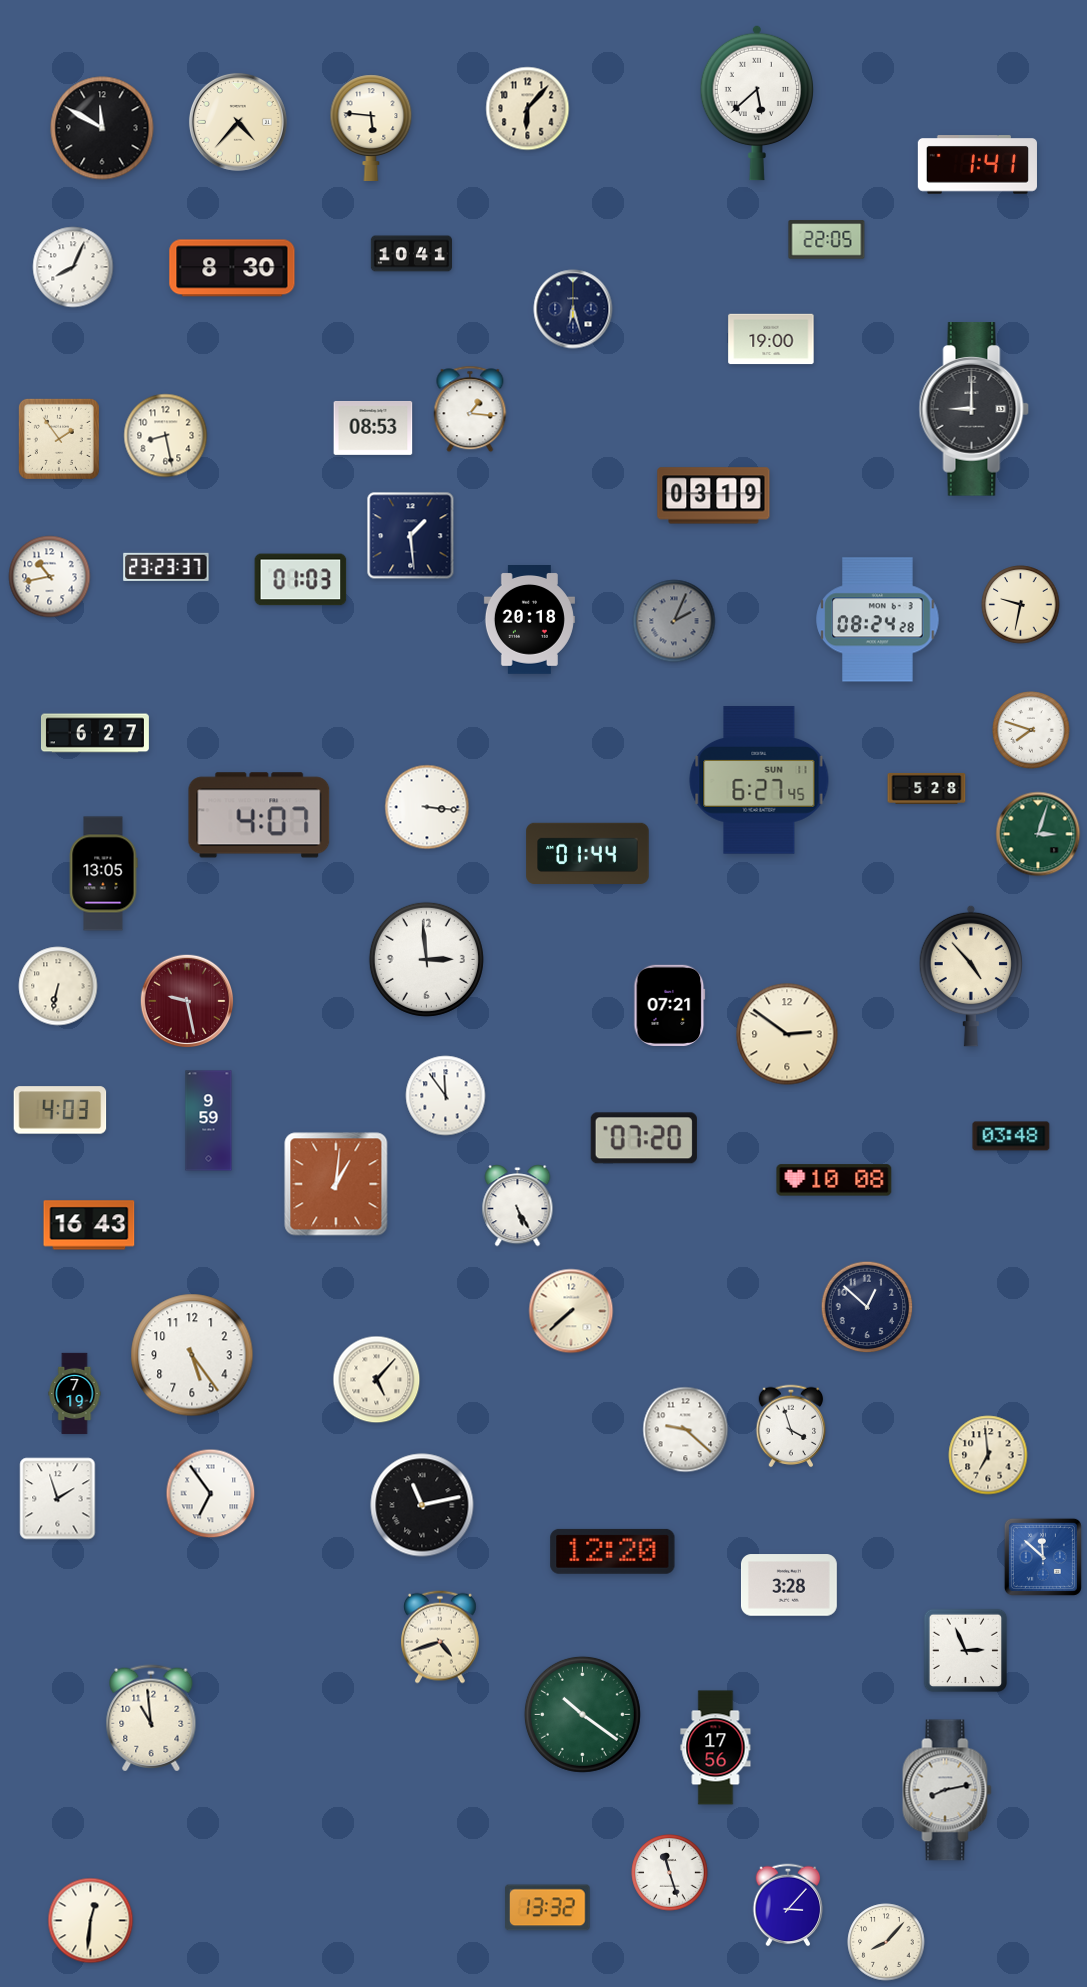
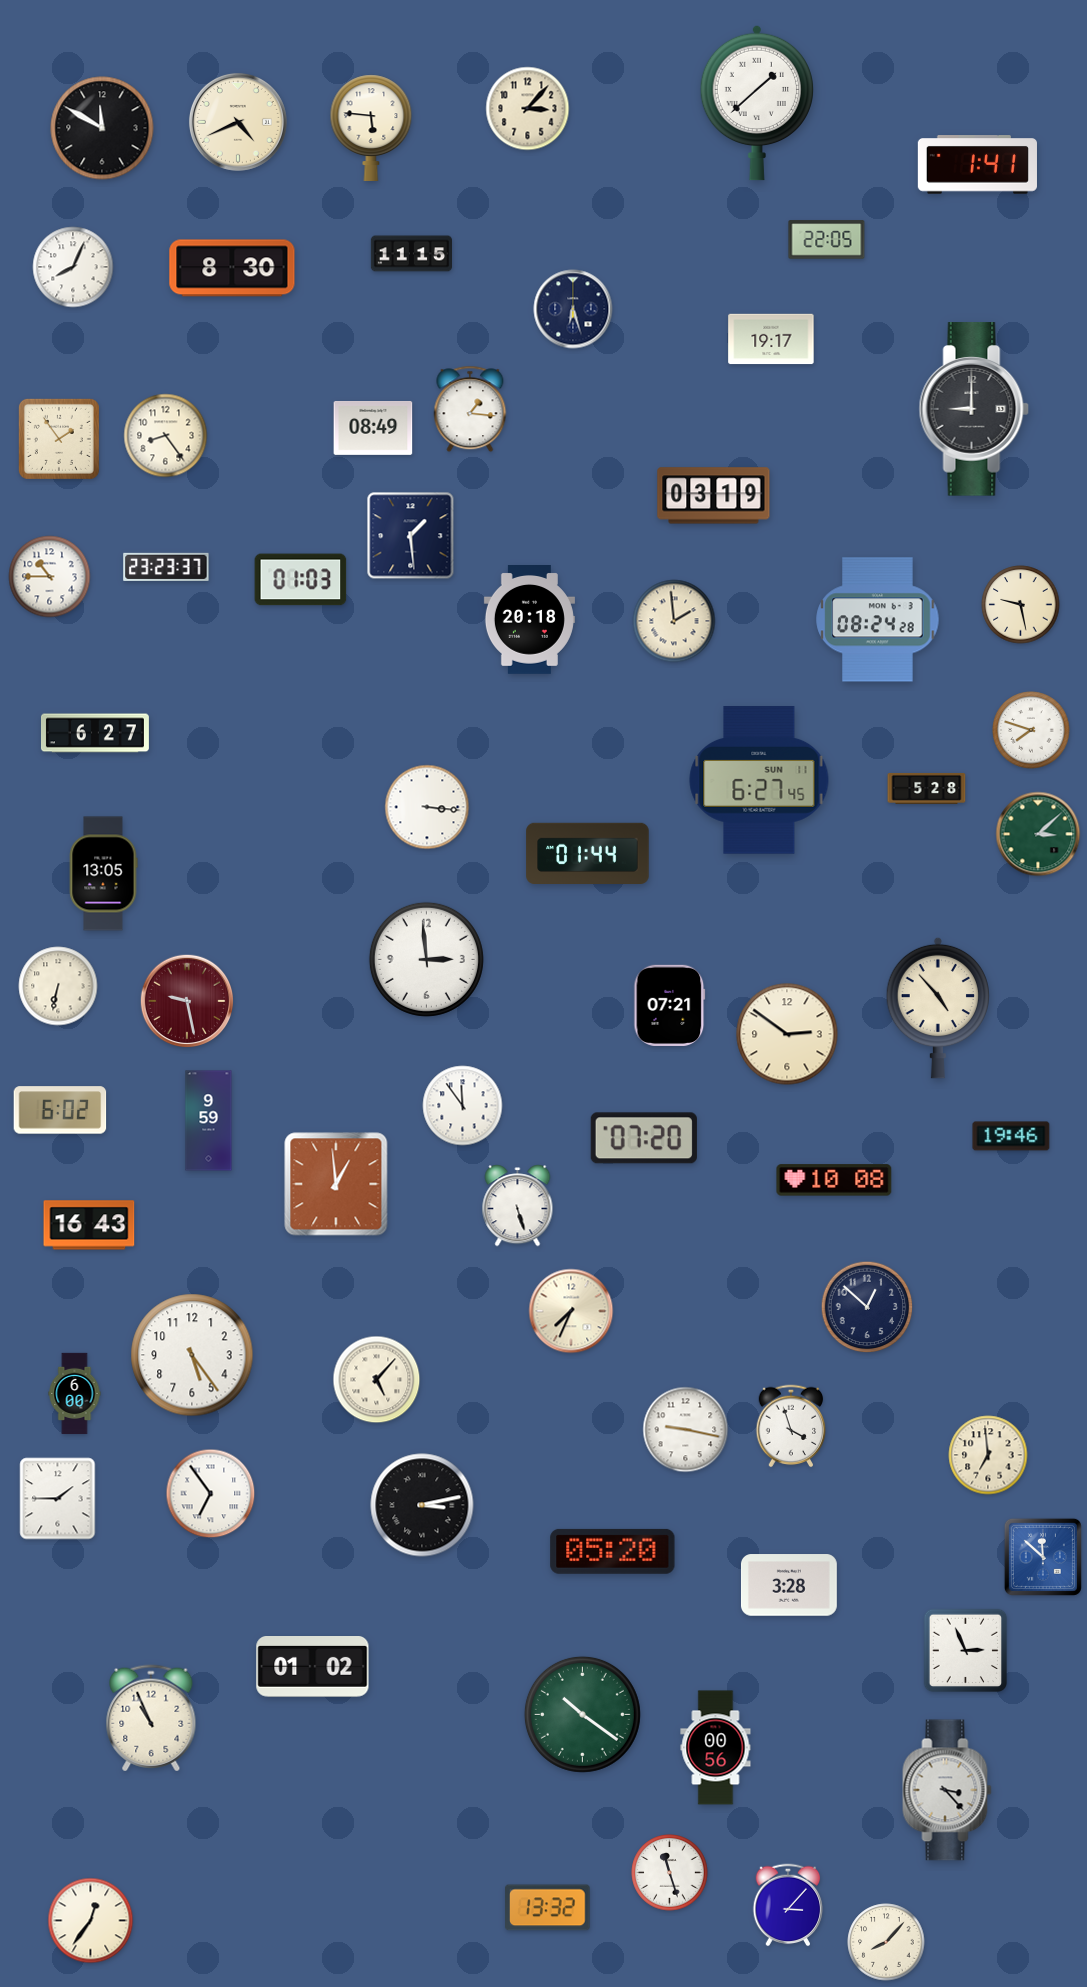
clock at (756, 103): 5:38 -> 1:38
clock at (528, 109): 6:07 -> 3:07
clock at (238, 122): 4:37 -> 4:41
clock at (411, 254): 10:41 -> 11:15
clock at (771, 339): 19:00 -> 19:17
clock at (373, 428): 08:53 -> 08:49
clock at (166, 436): 8:28 -> 8:24
clock at (50, 577): 10:43 -> 10:45
clock at (1021, 605): 9:32 -> 9:28
clock at (674, 621): 2:04 -> 1:59
clock at (674, 621) dial: grey -> cream
clock at (259, 815): 4:07 -> none
clock at (1038, 834): 3:03 -> 3:08
clock at (971, 976) position: (971, 976) -> (938, 1008)
clock at (446, 1096) position: (446, 1096) -> (463, 1106)
clock at (60, 1110): 4:03 -> 6:02
clock at (1011, 1136): 03:48 -> 19:46
clock at (336, 1184): 1:01 -> 12:59
clock at (518, 1206): 5:25 -> 5:27
clock at (571, 1311): 7:38 -> 7:34
clock at (75, 1394): 7:19 -> 6:00
clock at (686, 1430): 9:22 -> 9:17
clock at (58, 1499): 1:57 -> 1:45
clock at (422, 1505): 11:13 -> 3:13
clock at (613, 1551): 12:20 -> 05:20
clock at (441, 1637): 4:42 -> none
clock at (313, 1667): none -> 01:02
clock at (151, 1718): 10:59 -> 10:56
clock at (716, 1748): 17:56 -> 00:56
clock at (947, 1790): 8:13 -> 3:23
clock at (91, 1921): 12:31 -> 12:36
